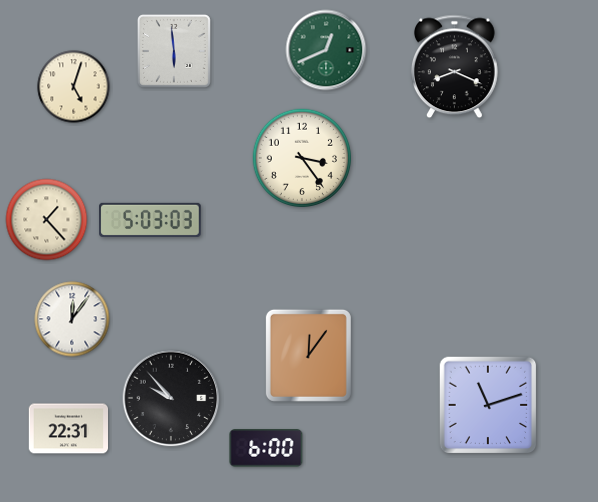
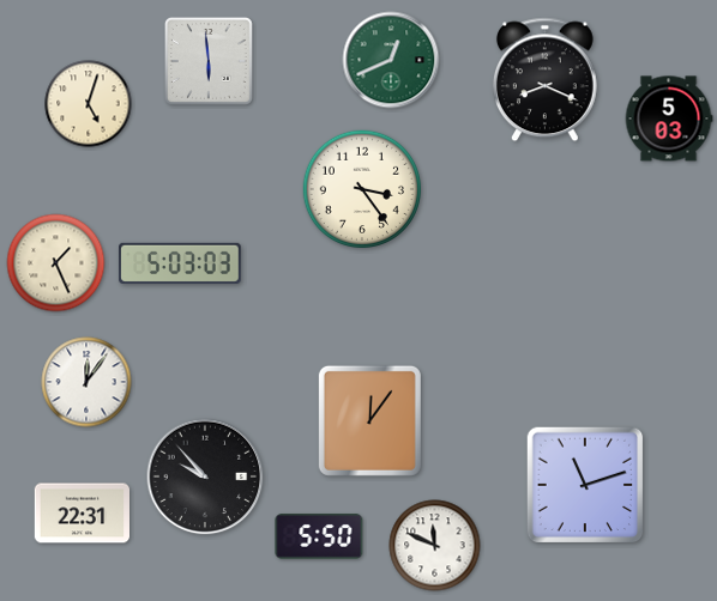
clock at (669, 119): none -> 5:03
clock at (47, 220): 1:23 -> 1:26
clock at (308, 355) position: (308, 355) -> (369, 420)
clock at (266, 448): 6:00 -> 5:50
clock at (435, 546): none -> 11:49
